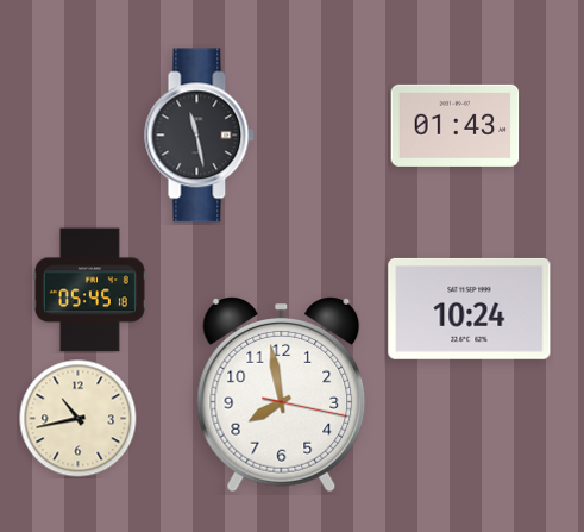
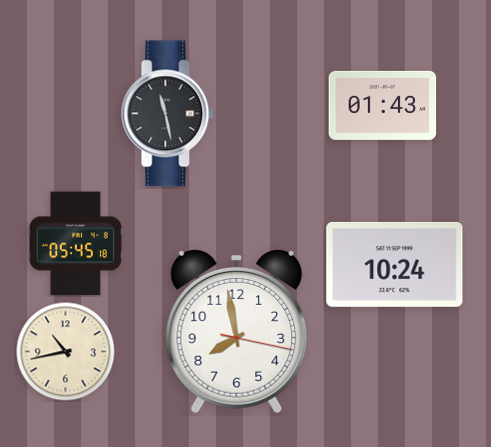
clock at (470, 308) position: (470, 308) -> (395, 264)
